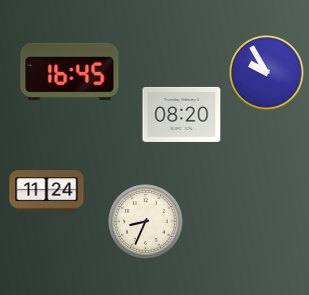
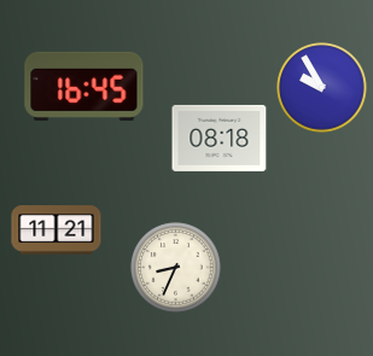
clock at (182, 114): 08:20 -> 08:18
clock at (47, 191): 11:24 -> 11:21
